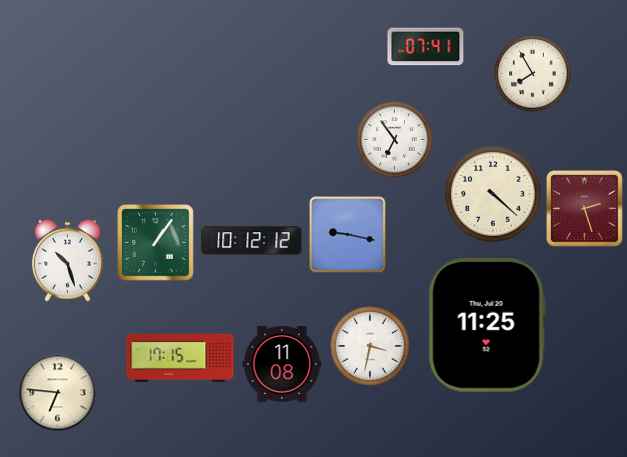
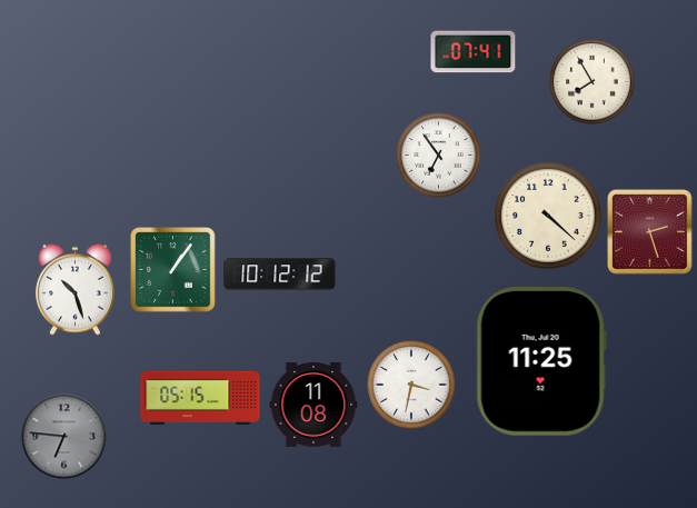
clock at (348, 235): 9:17 -> none
clock at (252, 241) position: (252, 241) -> (280, 275)
clock at (180, 358): 17:15 -> 05:15
clock at (58, 393) dial: cream -> grey
